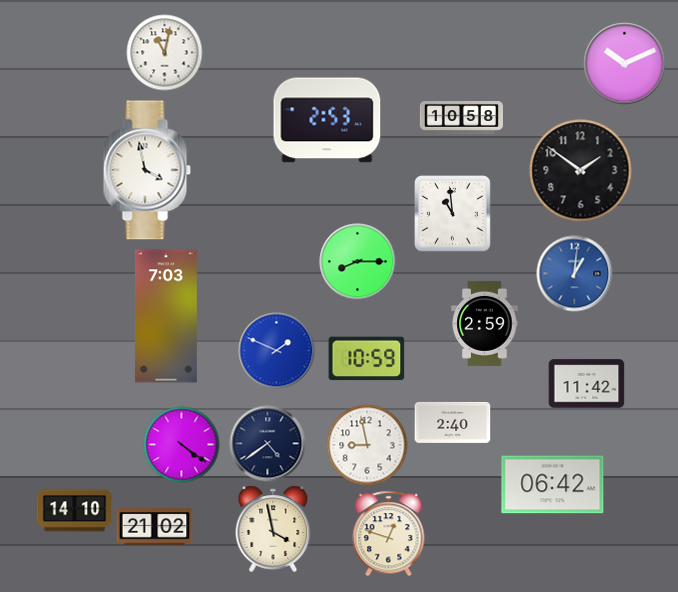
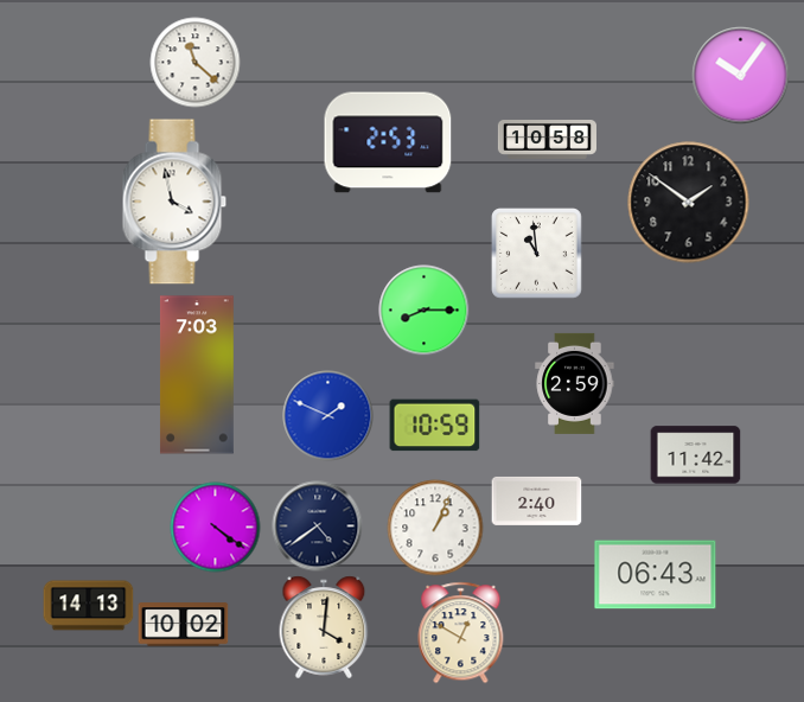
clock at (165, 53): 11:02 -> 11:22
clock at (625, 64): 10:11 -> 10:06
clock at (575, 274): 1:01 -> none
clock at (367, 445): 8:58 -> 1:04
clock at (553, 485): 06:42 -> 06:43
clock at (75, 511): 14:10 -> 14:13
clock at (155, 527): 21:02 -> 10:02
clock at (273, 529): 3:58 -> 4:01
clock at (389, 534): 12:48 -> 12:50
